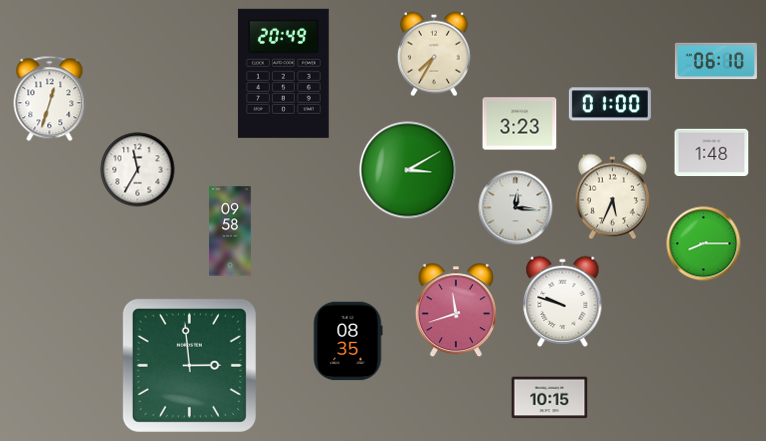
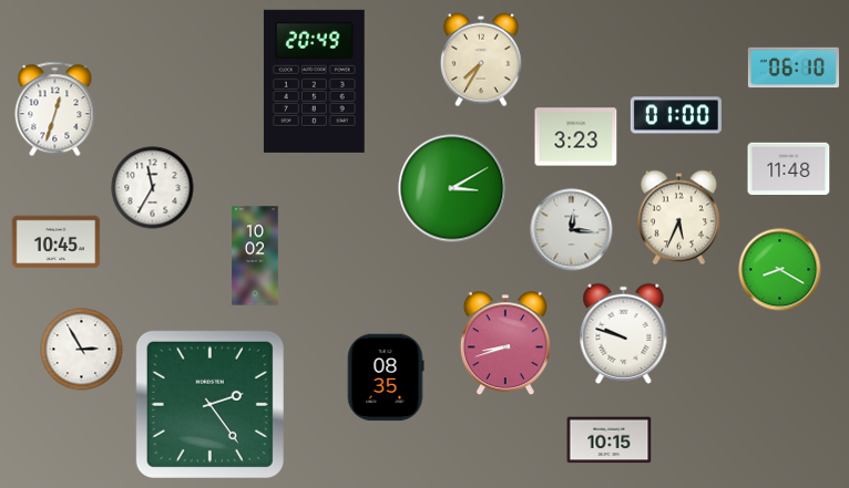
clock at (712, 153): 1:48 -> 11:48
clock at (57, 242): none -> 10:45
clock at (230, 231): 09:58 -> 10:02
clock at (704, 244): 8:15 -> 8:20
clock at (456, 311): 11:42 -> 8:42
clock at (82, 350): none -> 2:55
clock at (189, 365): 2:59 -> 2:24
